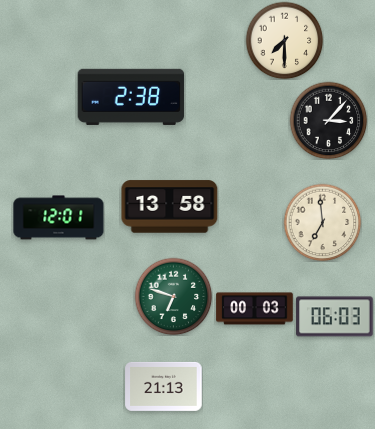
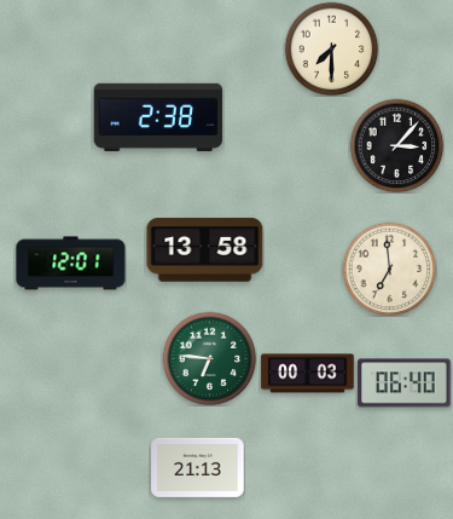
clock at (284, 40) position: (284, 40) -> (331, 48)
clock at (173, 296): 6:48 -> 6:46
clock at (335, 317): 06:03 -> 06:40
